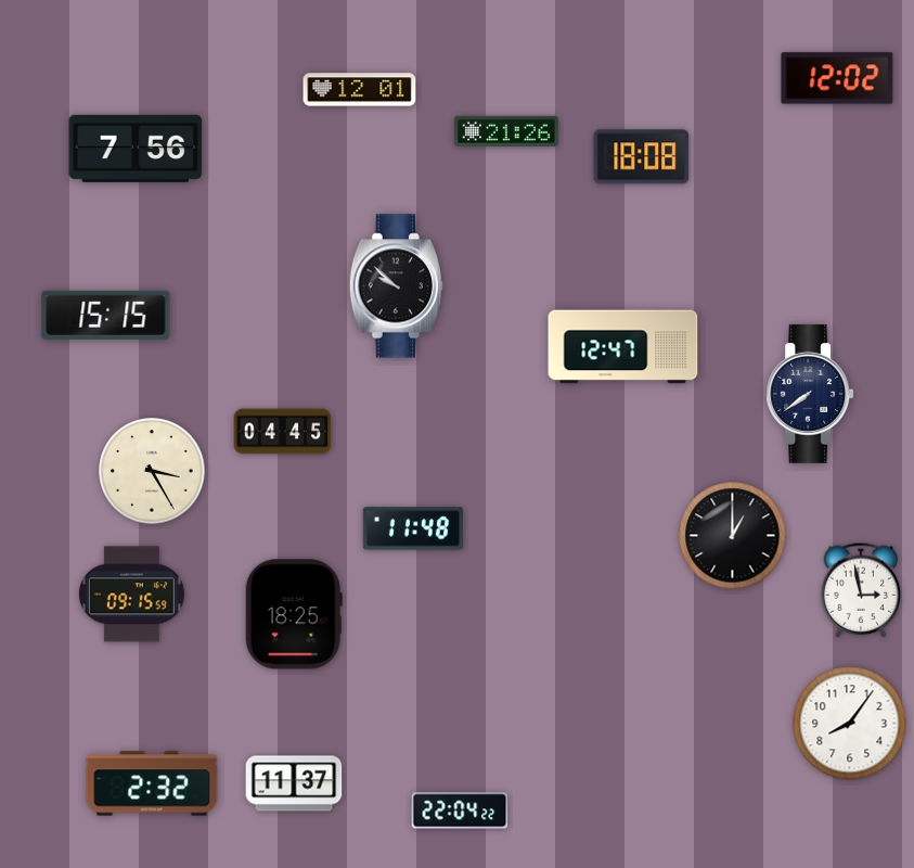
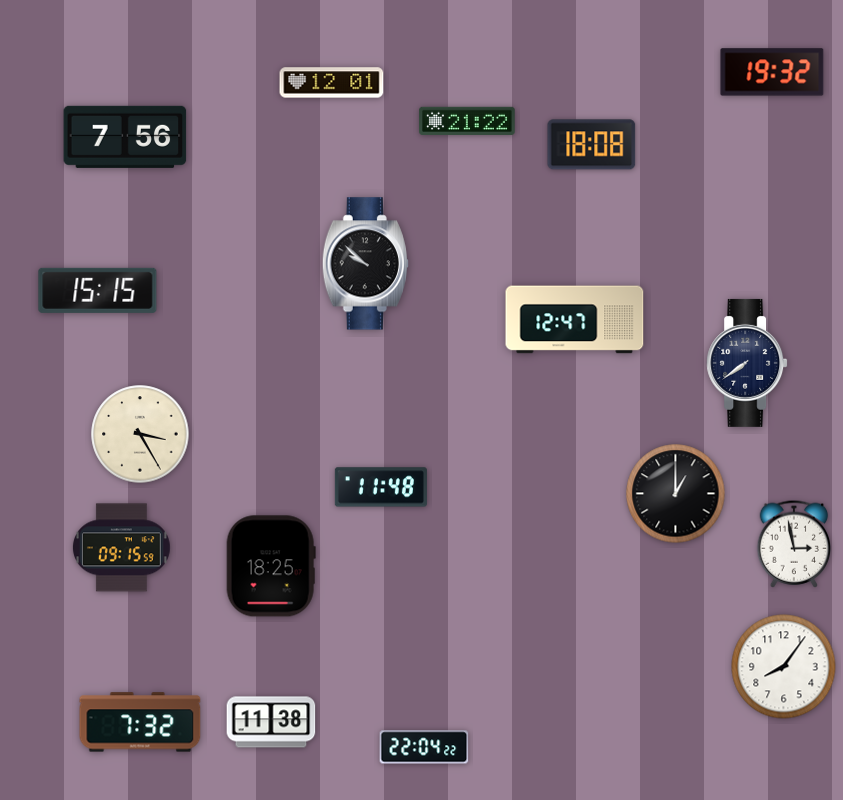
clock at (837, 78): 12:02 -> 19:32
clock at (506, 131): 21:26 -> 21:22
clock at (283, 432): 04:45 -> none
clock at (152, 783): 2:32 -> 7:32
clock at (294, 783): 11:37 -> 11:38
